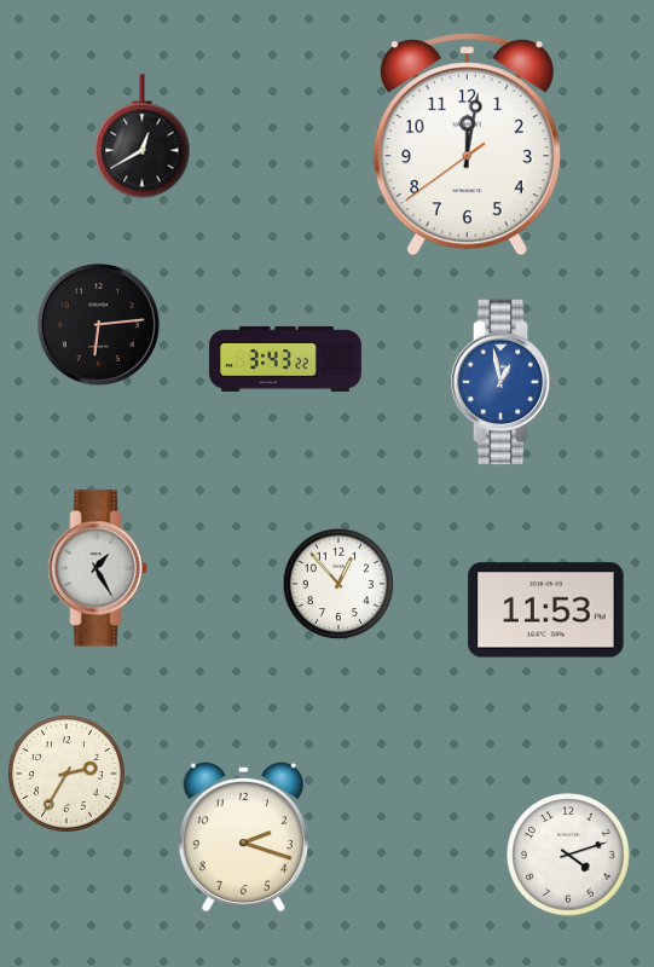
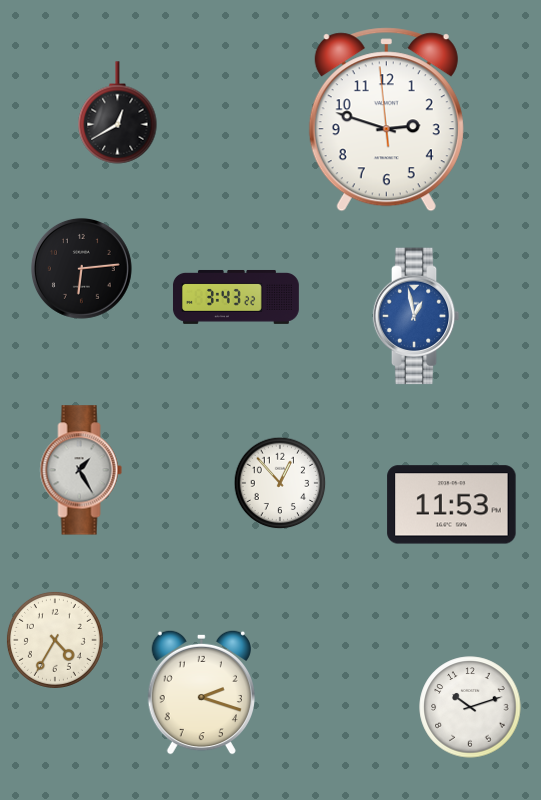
clock at (467, 145): 12:01 -> 2:47
clock at (66, 774): 2:35 -> 4:35
clock at (568, 855): 4:12 -> 10:12
